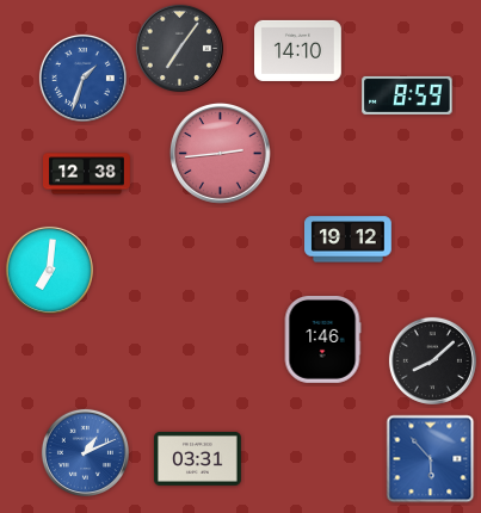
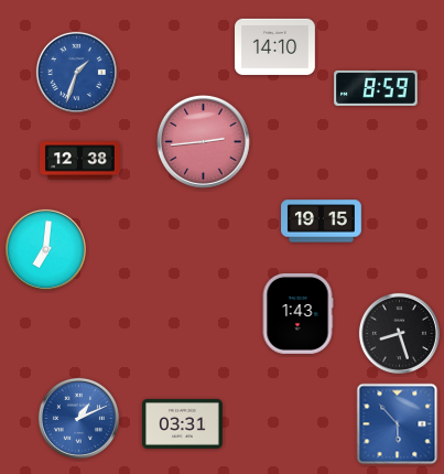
clock at (179, 48): 7:06 -> none
clock at (349, 240): 19:12 -> 19:15
clock at (322, 340): 1:46 -> 1:43
clock at (432, 360): 8:08 -> 8:27
